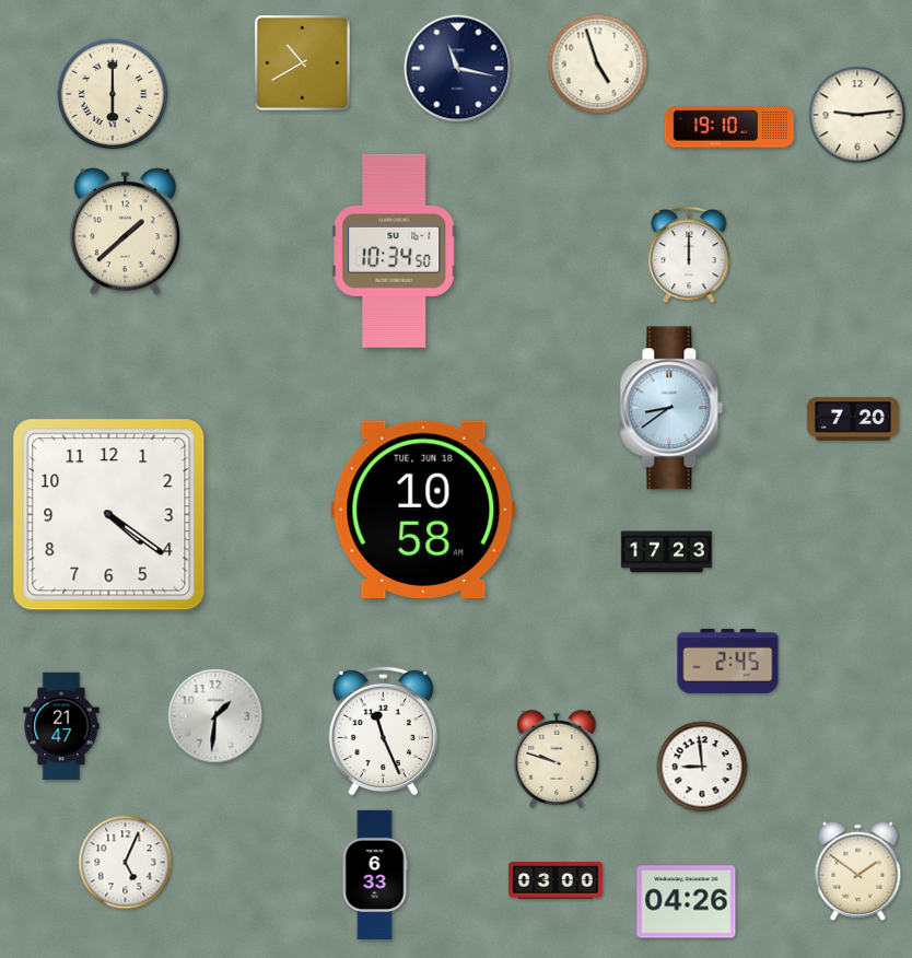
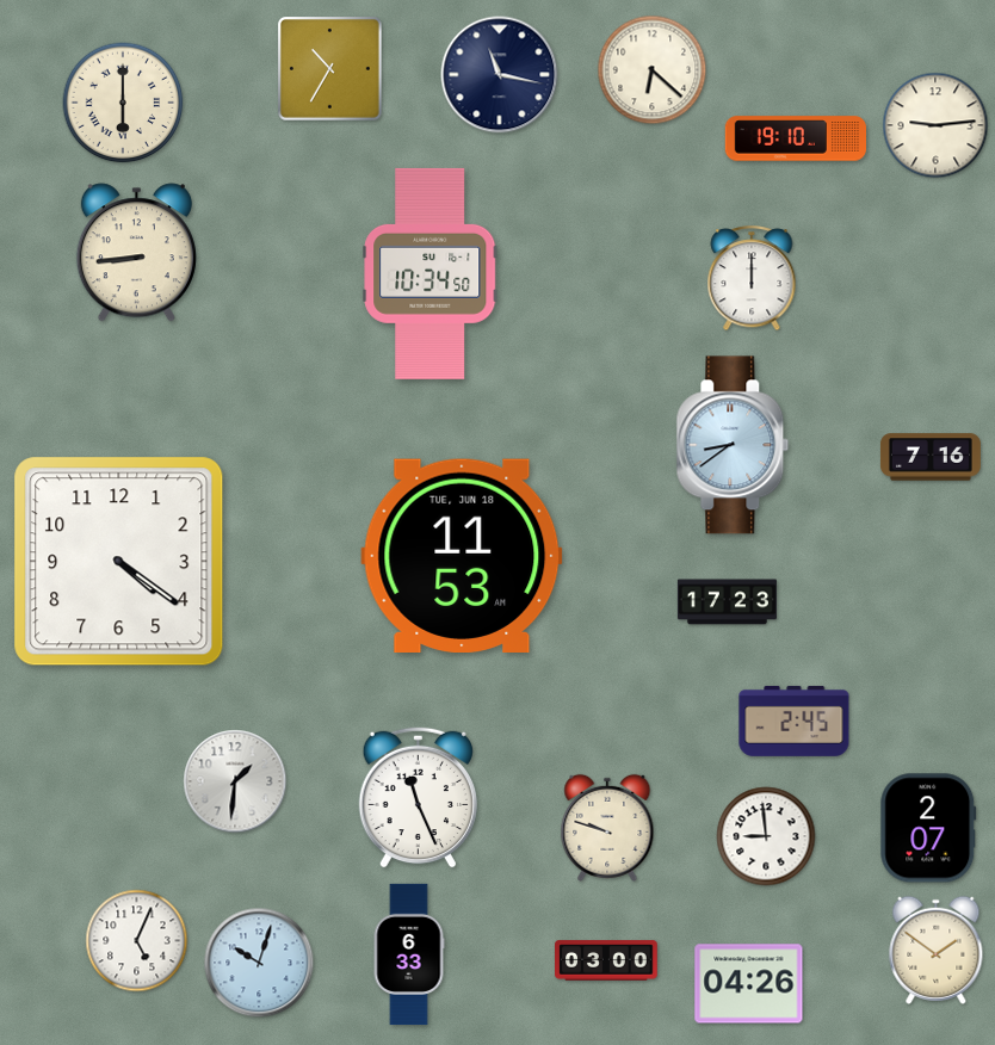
clock at (303, 63): 10:40 -> 10:35
clock at (598, 65): 4:57 -> 6:22
clock at (125, 232): 1:38 -> 8:44
clock at (853, 419): 7:20 -> 7:16
clock at (423, 509): 10:58 -> 11:53
clock at (61, 726): 21:47 -> none
clock at (928, 828): none -> 2:07
clock at (259, 963): none -> 10:03
